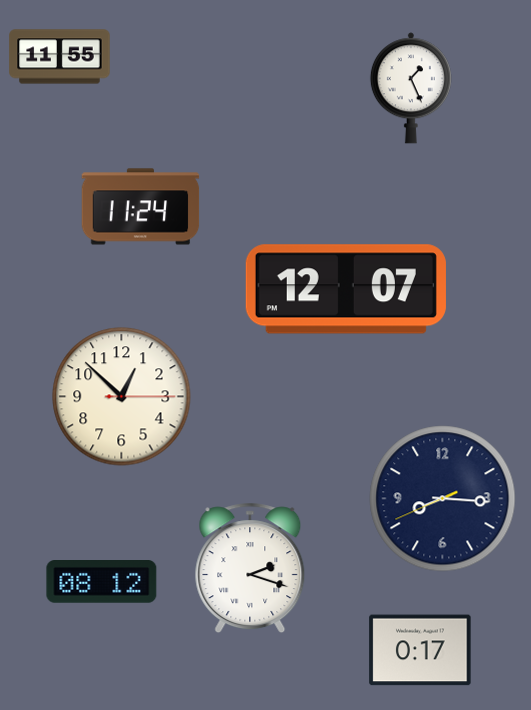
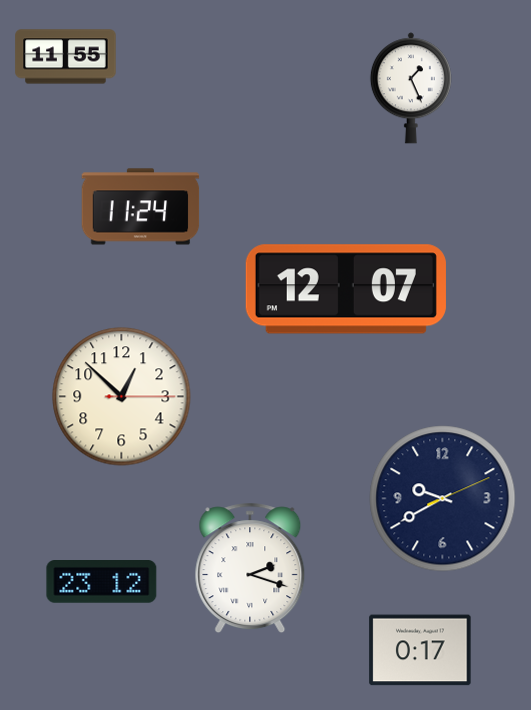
clock at (60, 57) position: (60, 57) -> (66, 57)
clock at (443, 499): 8:15 -> 9:40
clock at (102, 582): 08:12 -> 23:12
